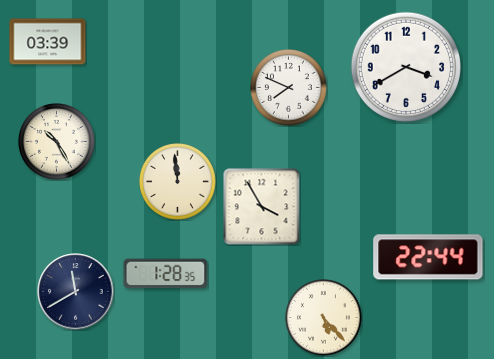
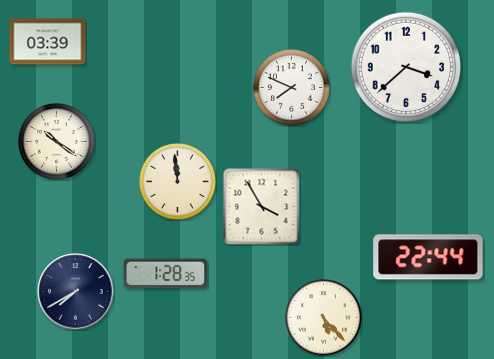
clock at (406, 66): 3:40 -> 3:38
clock at (289, 88) position: (289, 88) -> (292, 88)
clock at (57, 142): 10:25 -> 10:21
clock at (76, 292): 11:40 -> 7:40
